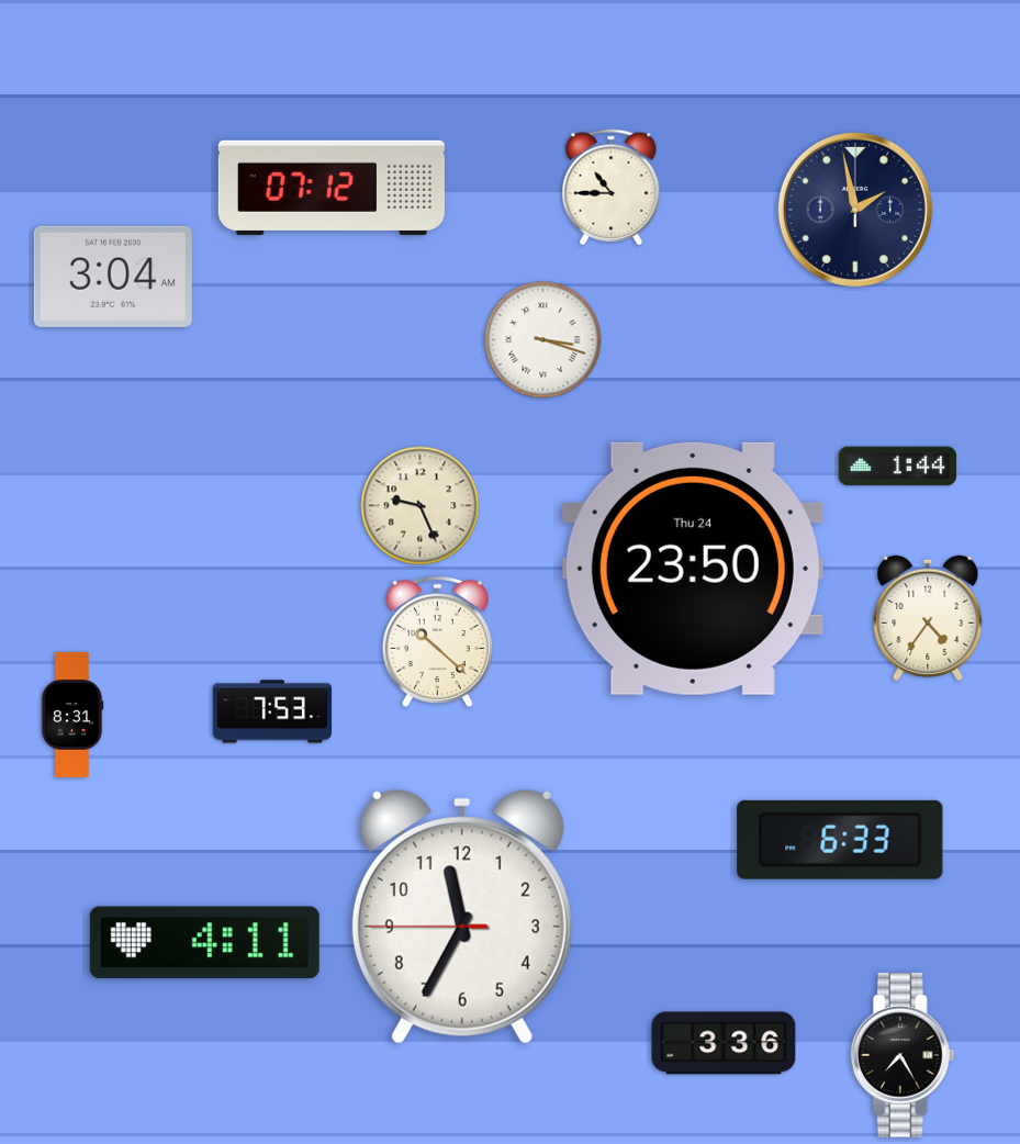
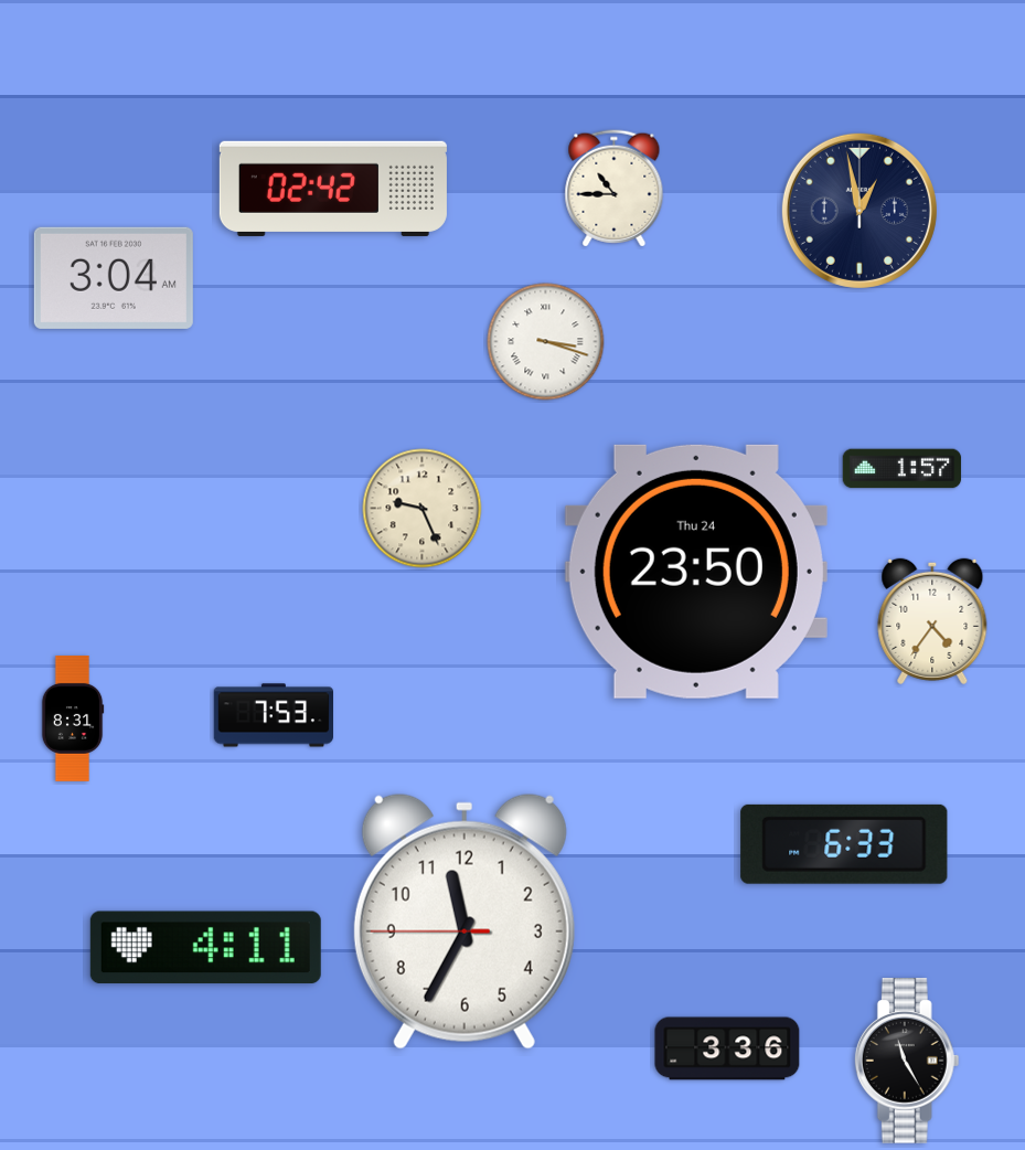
clock at (332, 188): 07:12 -> 02:42
clock at (855, 210): 1:58 -> 12:58
clock at (898, 467): 1:44 -> 1:57
clock at (437, 641): 10:22 -> none
clock at (903, 1055): 7:25 -> 11:25
